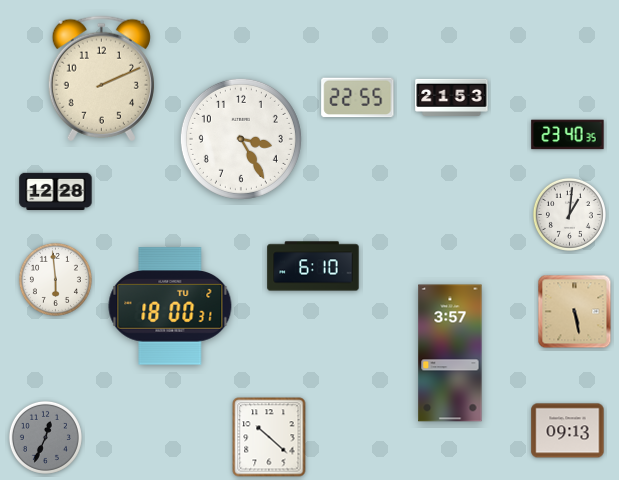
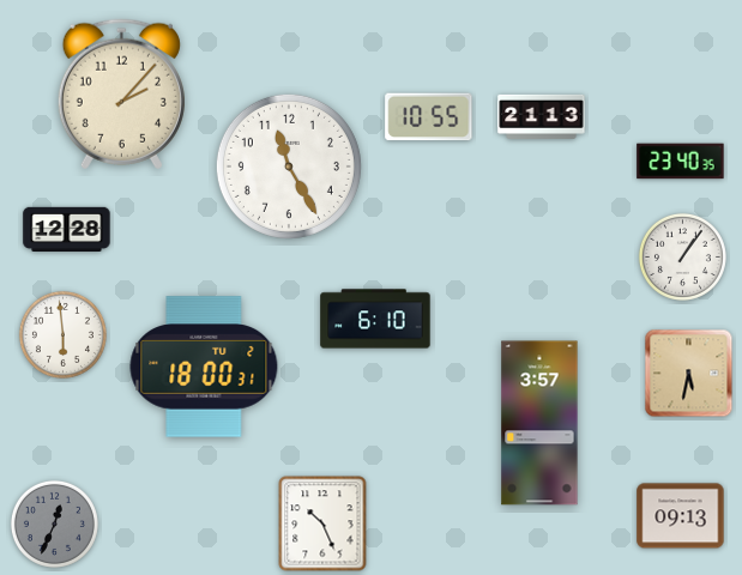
clock at (101, 79): 2:11 -> 2:07
clock at (452, 97): 21:53 -> 21:13
clock at (358, 98): 22:55 -> 10:55
clock at (241, 139): 3:25 -> 11:25
clock at (569, 214): 1:01 -> 1:06
clock at (55, 279) position: (55, 279) -> (62, 334)
clock at (575, 312): 5:28 -> 5:32
clock at (269, 437): 10:22 -> 10:26
